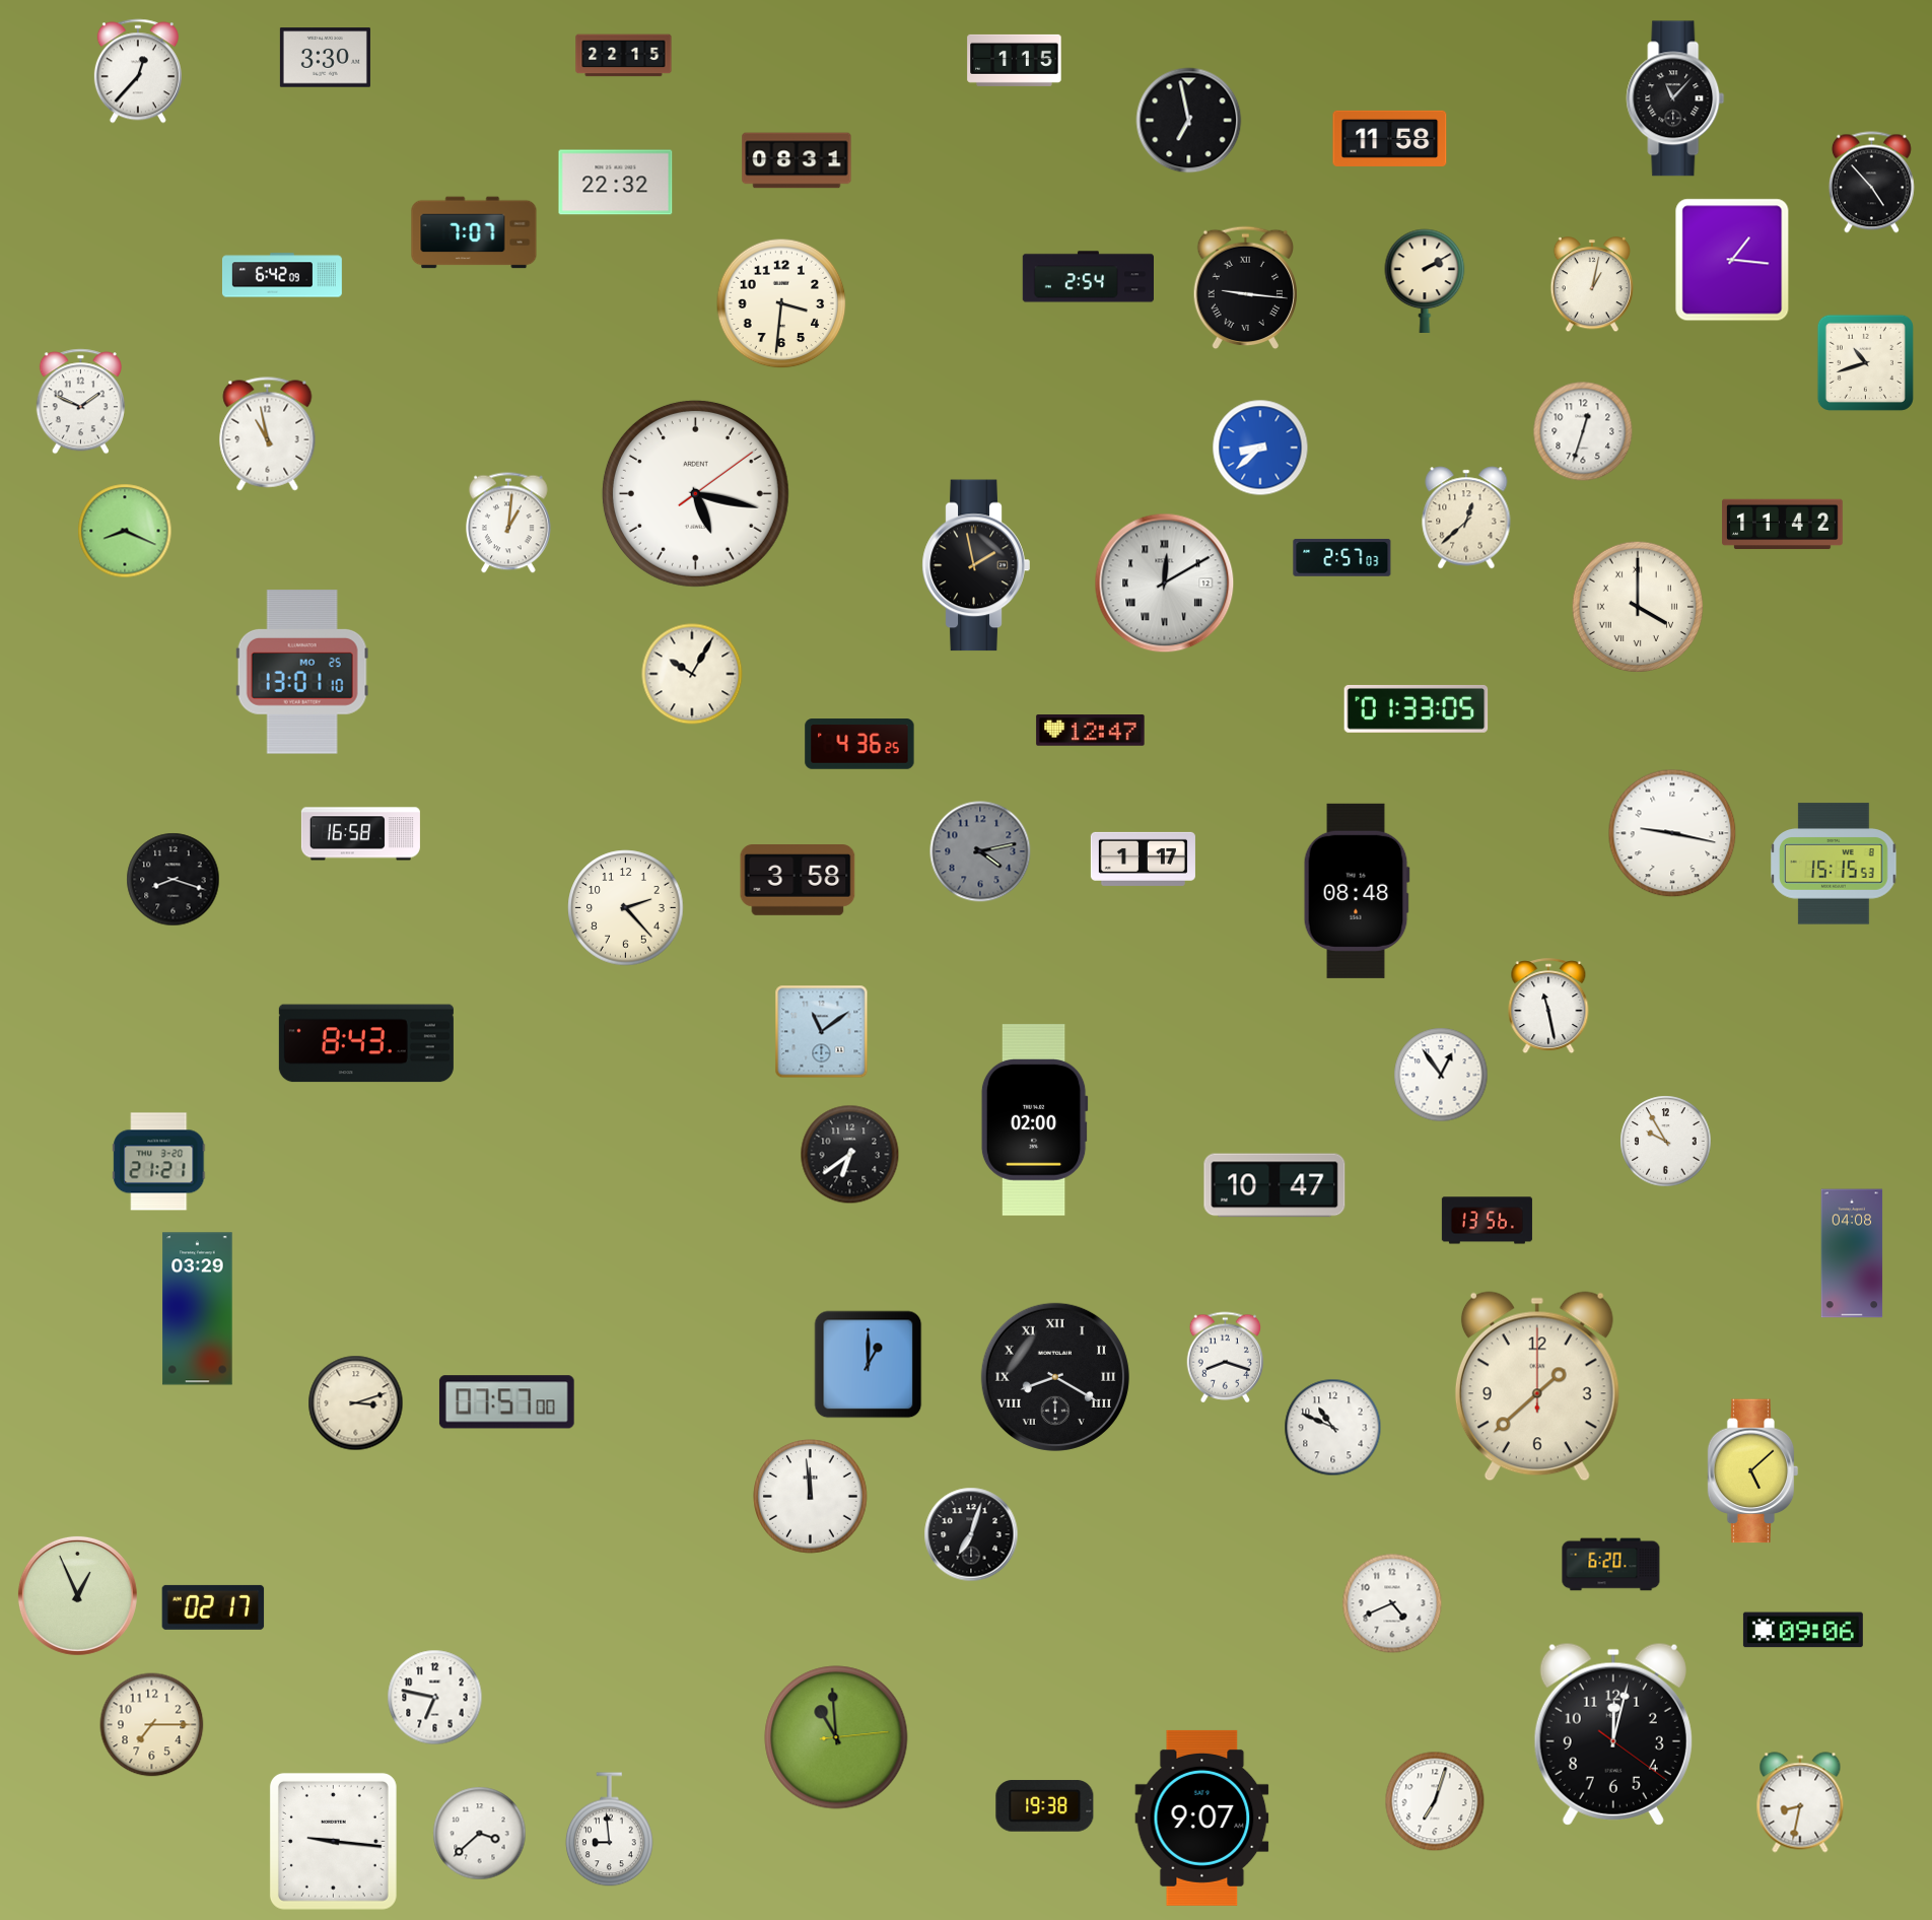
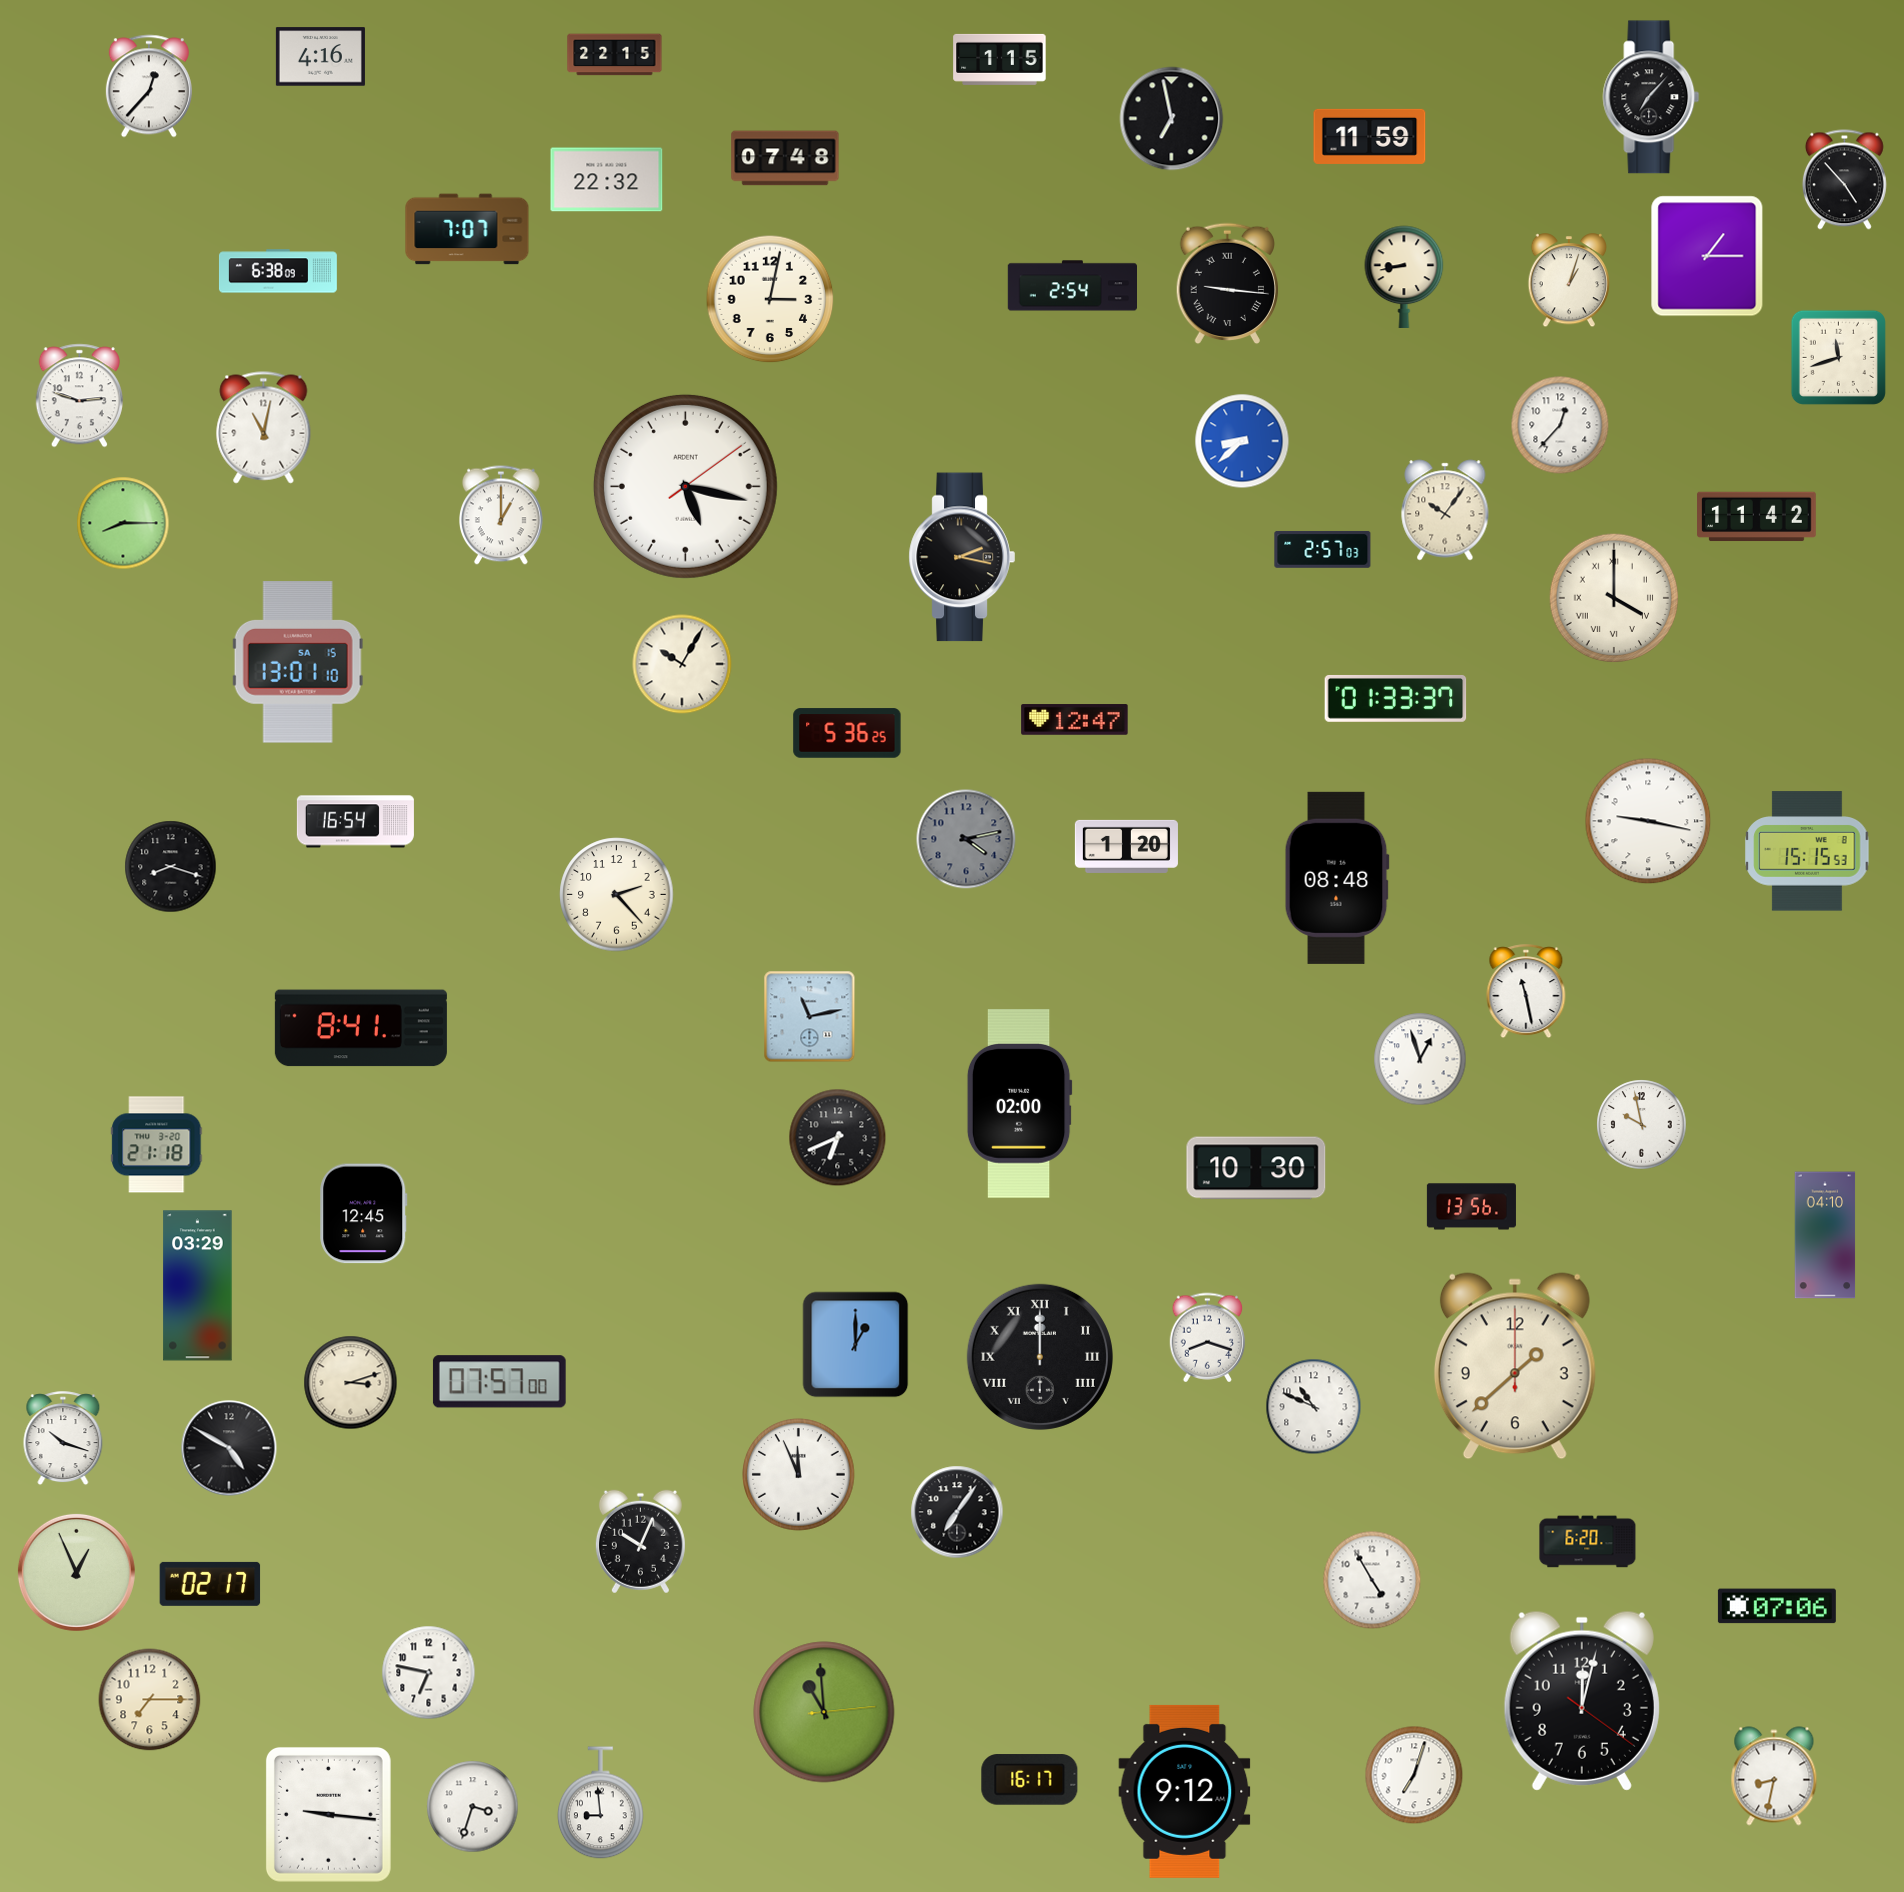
clock at (325, 58): 3:30 -> 4:16
clock at (138, 71) position: (138, 71) -> (149, 86)
clock at (1675, 98): 11:07 -> 7:07
clock at (1390, 138): 11:58 -> 11:59
clock at (797, 160): 08:31 -> 07:48
clock at (1732, 260): 1:16 -> 1:15
clock at (282, 275): 6:42 -> 6:38
clock at (1089, 277) position: (1089, 277) -> (1073, 286)
clock at (1425, 281): 2:10 -> 8:43
clock at (1591, 285): 1:02 -> 1:03
clock at (781, 303): 3:31 -> 3:02
clock at (1865, 362): 10:42 -> 11:42
clock at (80, 402): 1:49 -> 2:48
clock at (1583, 431): 12:33 -> 12:37
clock at (268, 434): 10:58 -> 11:02
clock at (1466, 518): 12:38 -> 10:06
clock at (509, 523): 1:01 -> 1:00
clock at (125, 531): 8:19 -> 8:15
clock at (976, 565): 1:58 -> 2:17
clock at (1165, 584): 12:10 -> none
clock at (302, 672) date: MO 25 -> SA 15
clock at (1417, 708): 01:33:05 -> 01:33:37
clock at (859, 744): 4:36 -> 5:36
clock at (360, 834): 16:58 -> 16:54
clock at (1143, 859): 1:17 -> 1:20
clock at (798, 881): 3:58 -> none
clock at (822, 1032): 11:09 -> 11:13
clock at (366, 1043): 8:43 -> 8:41
clock at (1441, 1075): 12:54 -> 12:57
clock at (1666, 1142): 9:55 -> 9:58
clock at (850, 1155): 6:39 -> 6:41
clock at (159, 1162): 21:21 -> 21:18
clock at (1274, 1185): 10:47 -> 10:30
clock at (1487, 1221) position: (1487, 1221) -> (1471, 1207)
clock at (364, 1214): none -> 12:45
clock at (1852, 1253): 04:08 -> 04:10
clock at (198, 1309) position: (198, 1309) -> (198, 1286)
clock at (1055, 1377): 8:20 -> 12:00
clock at (63, 1439): none -> 10:18
clock at (229, 1448): none -> 4:50
clock at (1753, 1471): 5:08 -> none
clock at (811, 1497): 11:59 -> 11:56
clock at (971, 1534): 7:03 -> 7:06
clock at (640, 1542): none -> 10:04
clock at (1392, 1603): 4:41 -> 4:55
clock at (1803, 1630): 09:06 -> 07:06
clock at (1613, 1734) position: (1613, 1734) -> (1582, 1701)
clock at (1045, 1806): 19:38 -> 16:17
clock at (1202, 1818): 9:07 -> 9:12
clock at (480, 1834): 3:38 -> 3:33
